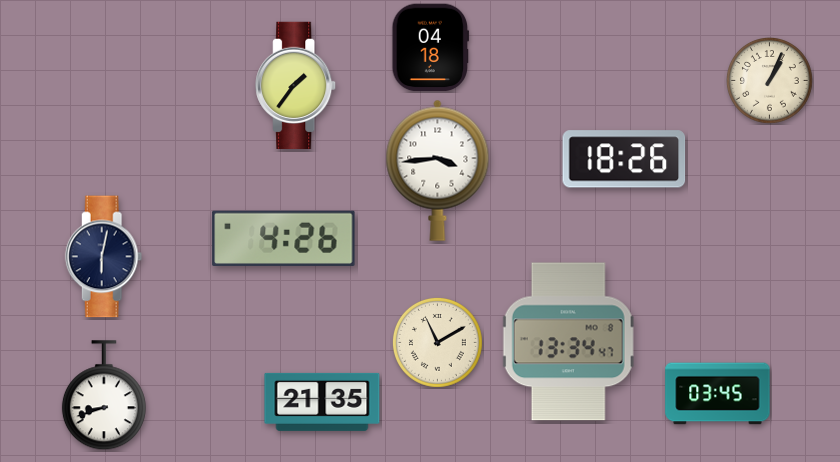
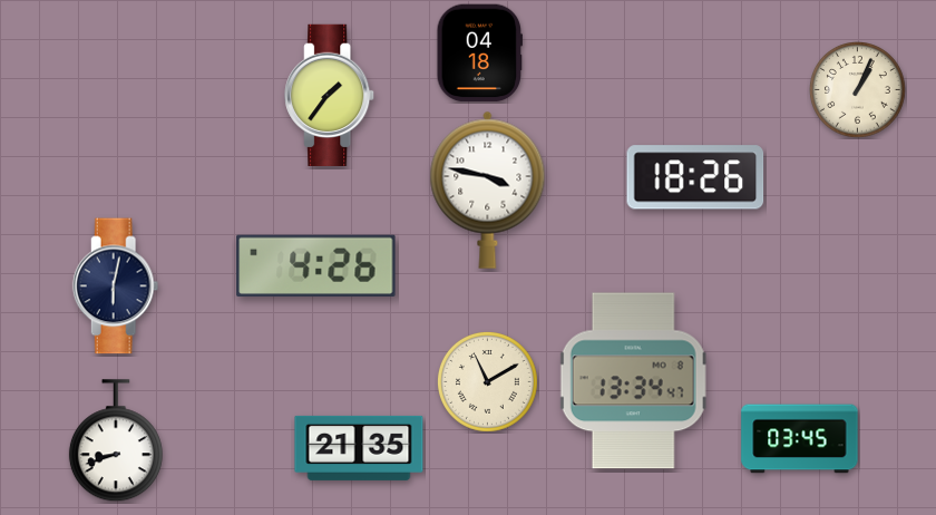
clock at (438, 170): 3:44 -> 3:47
